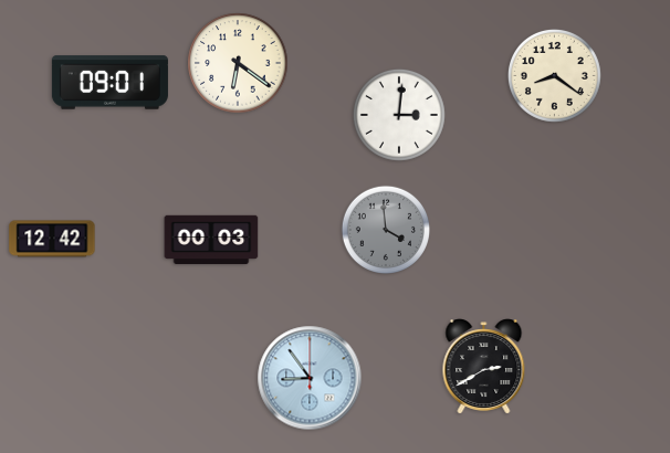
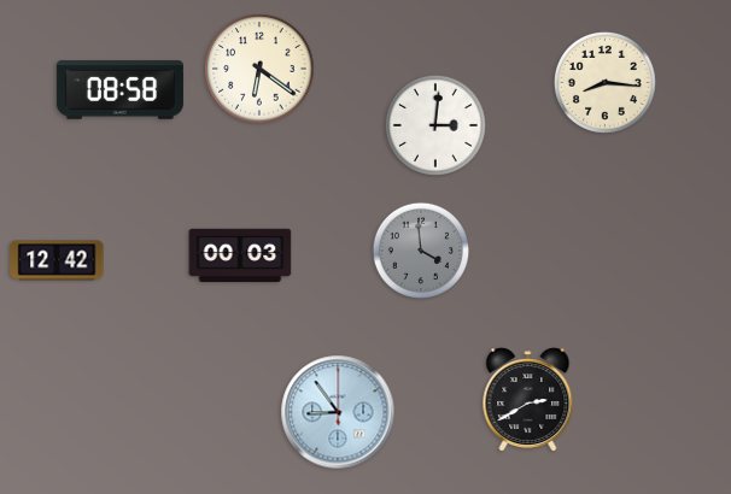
clock at (554, 75): 8:21 -> 8:16
clock at (109, 83): 09:01 -> 08:58
clock at (211, 240) position: (211, 240) -> (240, 255)
